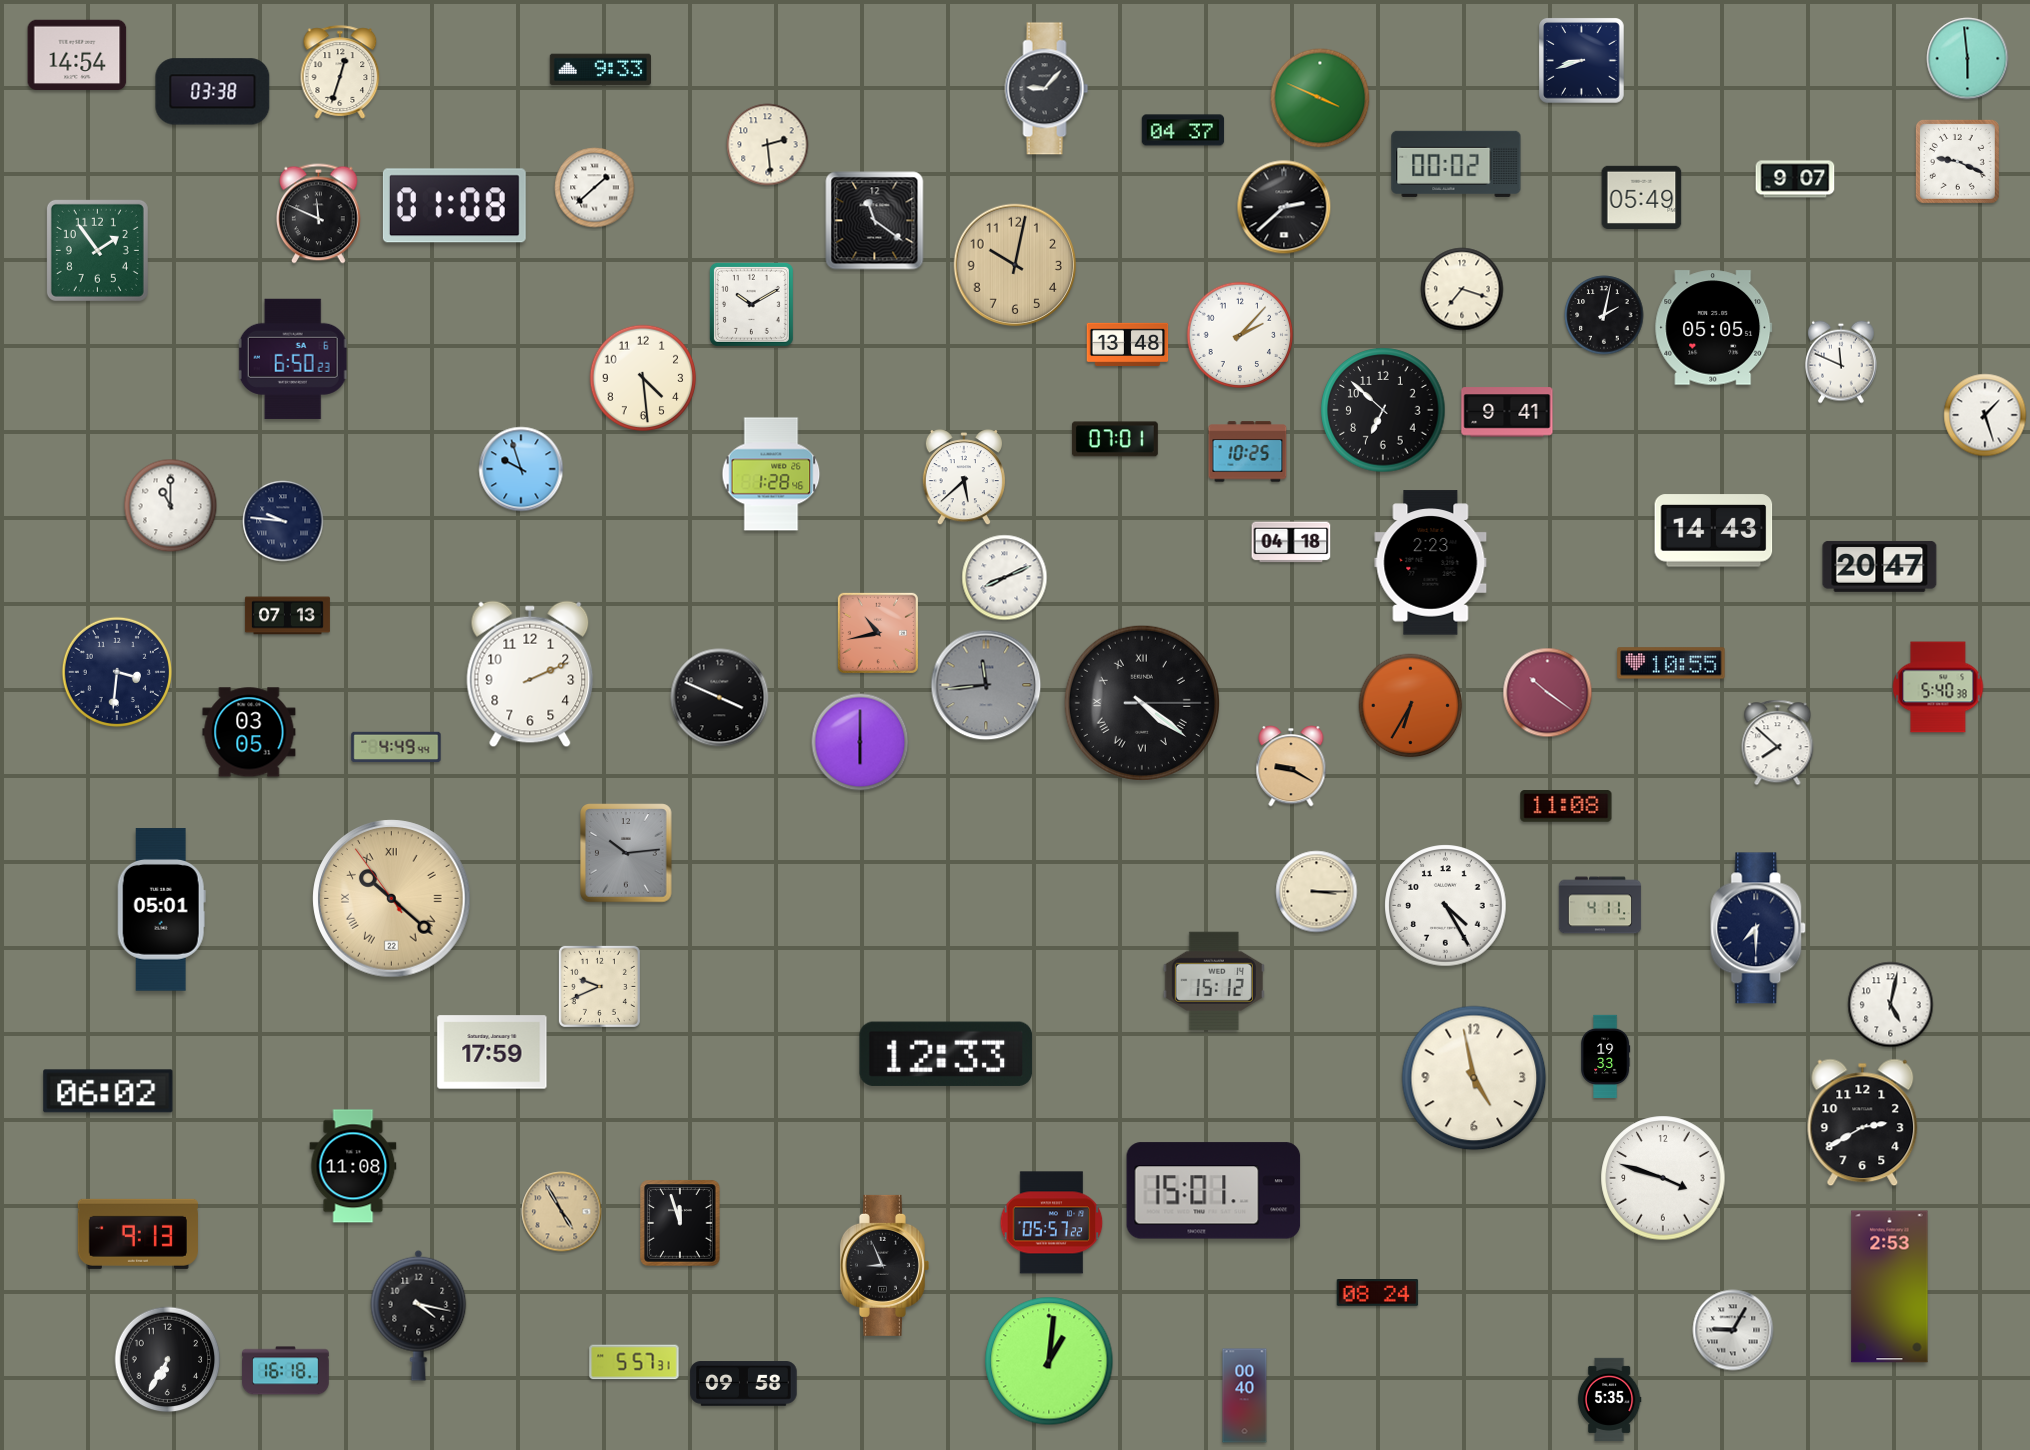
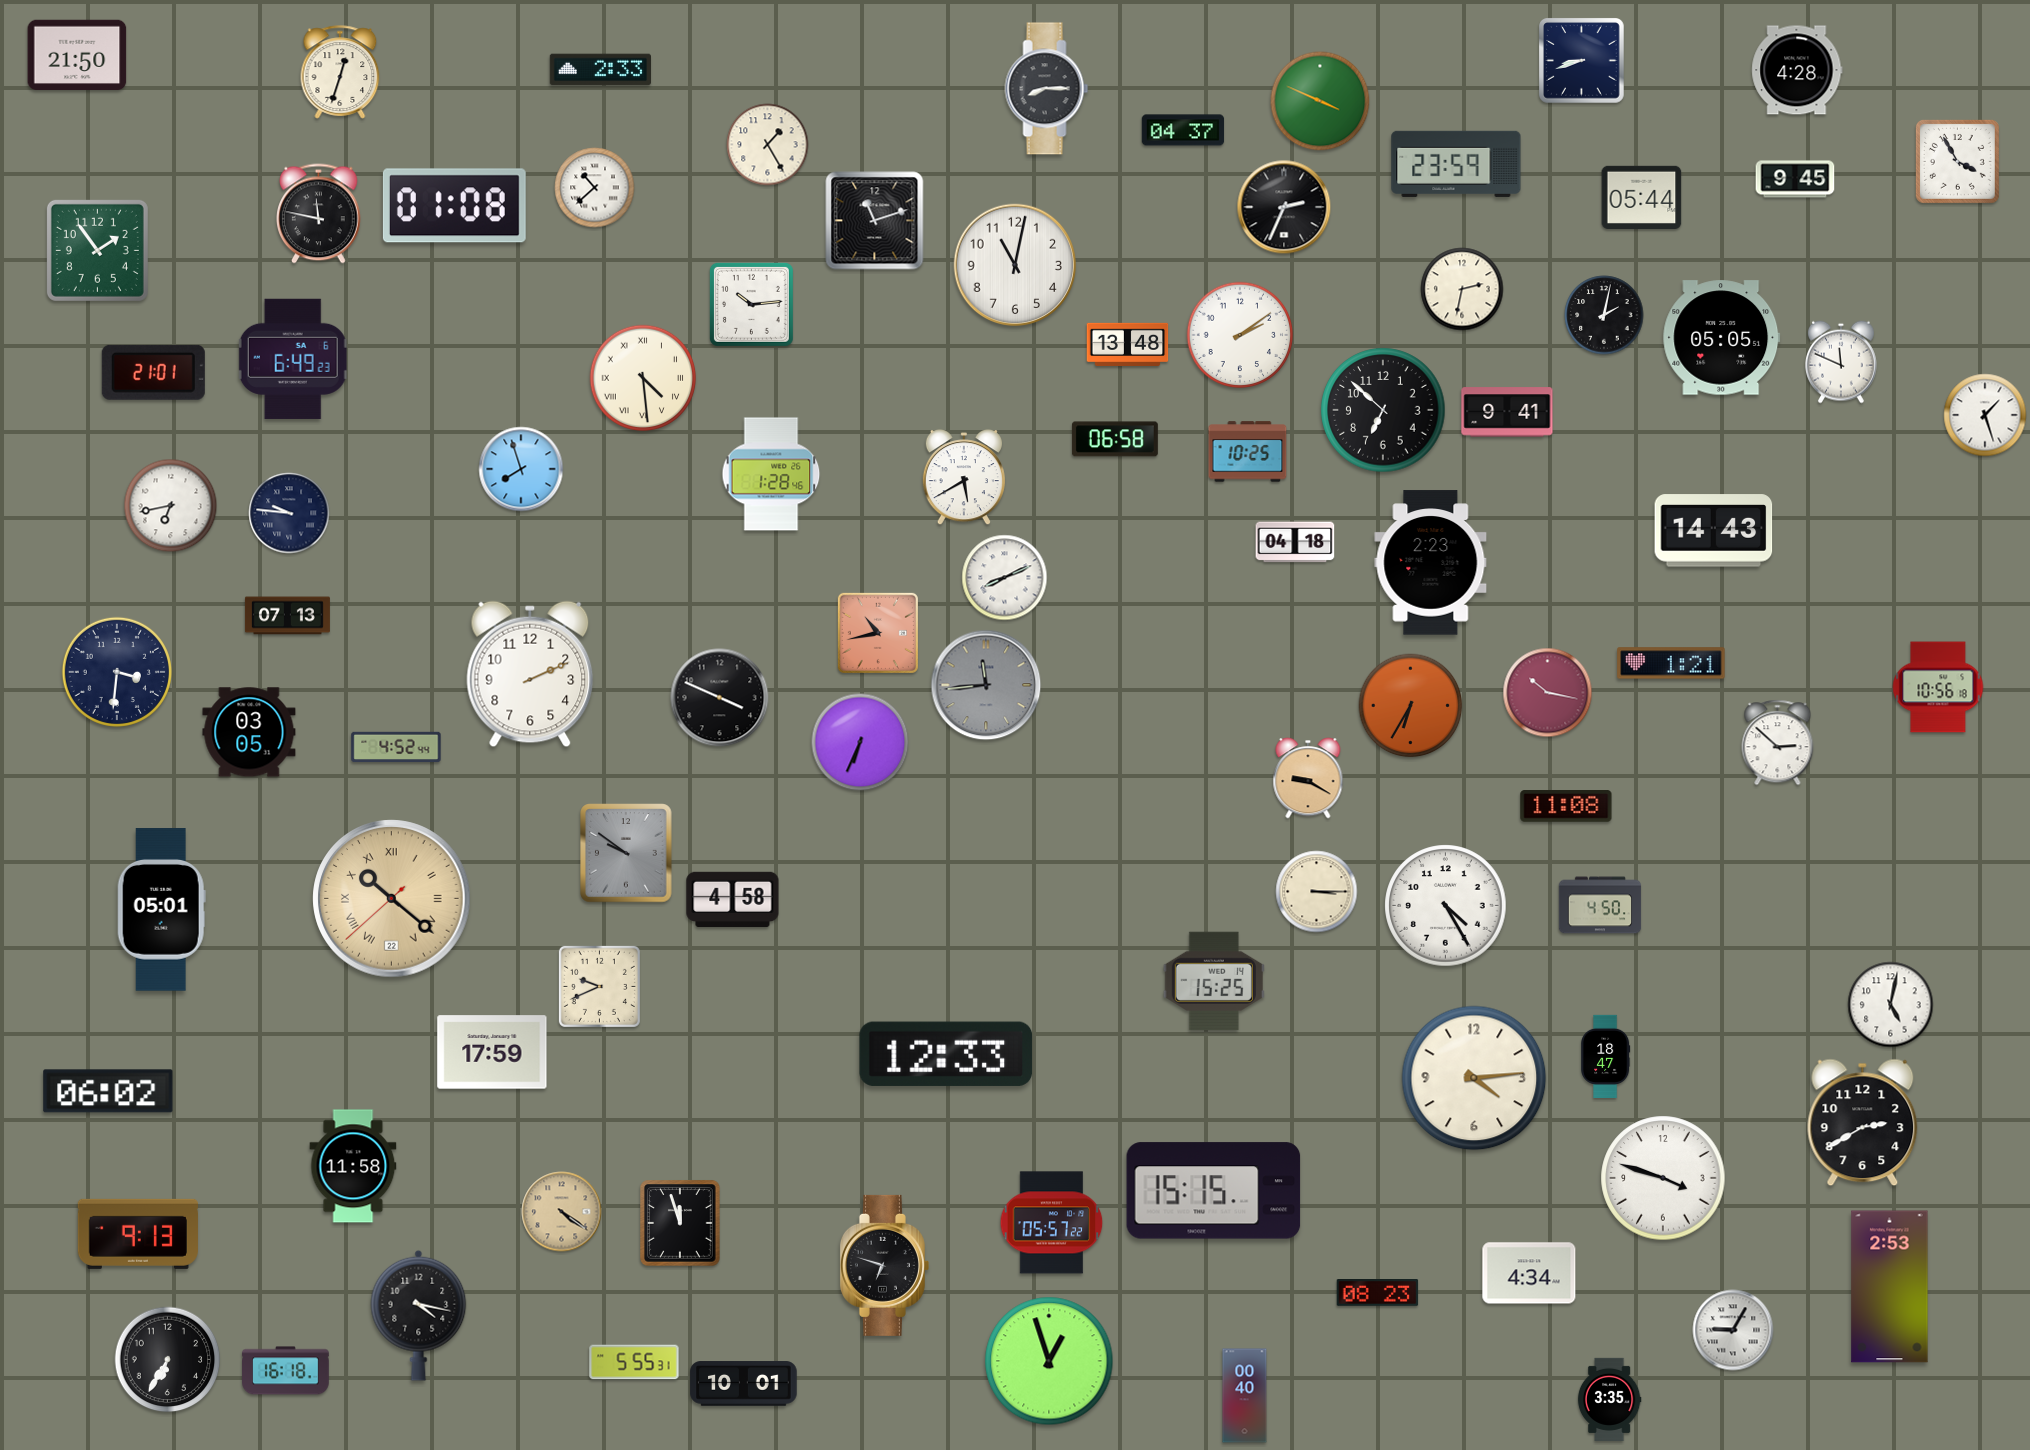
clock at (77, 55): 14:54 -> 21:50
clock at (1968, 59): 5:59 -> none
clock at (600, 70): 9:33 -> 2:33
clock at (1797, 70): none -> 4:28
clock at (1047, 89): 9:07 -> 8:15
clock at (213, 92): 03:38 -> none
clock at (1320, 98) position: (1320, 98) -> (1320, 101)
clock at (768, 145): 2:29 -> 1:25
clock at (1957, 161): 9:19 -> 3:55
clock at (1456, 164): 00:02 -> 23:59
clock at (1795, 179): 9:07 -> 9:45
clock at (595, 188): 1:38 -> 10:38
clock at (1642, 197): 05:49 -> 05:44
clock at (1284, 207): 2:38 -> 2:34
clock at (319, 214): 11:49 -> 11:47
clock at (875, 221): 11:21 -> 11:12
clock at (1015, 265): 10:02 -> 11:02
clock at (1015, 265) dial: champagne -> white
clock at (1462, 289): 7:18 -> 2:32
clock at (751, 304): 10:10 -> 10:14
clock at (1714, 328) position: (1714, 328) -> (1722, 338)
clock at (1240, 335): 2:07 -> 2:09
clock at (293, 359): 6:50 -> 6:49
clock at (153, 372): none -> 21:01
clock at (643, 378) numerals: Arabic -> Roman
clock at (1115, 439): 07:01 -> 06:58
clock at (521, 469): 9:57 -> 7:57
clock at (964, 478): 5:38 -> 5:40
clock at (171, 506): 11:00 -> 6:43
clock at (283, 521) position: (283, 521) -> (289, 513)
clock at (1291, 542) position: (1291, 542) -> (1295, 542)
clock at (1880, 567): 20:47 -> none
clock at (1671, 663): 10:55 -> 1:21
clock at (1938, 687): 5:40 -> 10:56
clock at (1548, 693): 10:21 -> 10:17
clock at (1142, 703): 4:21 -> none
clock at (860, 742): 6:00 -> 6:34
clock at (1778, 743): 7:52 -> 2:52
clock at (396, 747): 4:49 -> 4:52
clock at (1291, 766) position: (1291, 766) -> (1308, 778)
clock at (626, 853): 10:14 -> 9:51
clock at (392, 899): 10:21:54 -> 10:21:38
clock at (733, 900): none -> 4:58
clock at (1600, 905): 4:11 -> 4:50
clock at (1759, 928): 7:30 -> none
clock at (1214, 980): 15:12 -> 15:25
clock at (1606, 1056): 19:33 -> 18:47
clock at (1474, 1078): 4:58 -> 4:14
clock at (353, 1166): 11:08 -> 11:58
clock at (1214, 1191): 15:01 -> 15:15
clock at (562, 1212): 4:55 -> 4:21
clock at (884, 1265): 8:56 -> 6:48
clock at (1529, 1273): none -> 4:34
clock at (1378, 1293): 08:24 -> 08:23
clock at (1049, 1361): 1:01 -> 12:57
clock at (634, 1362): 5:57 -> 5:55
clock at (744, 1384): 09:58 -> 10:01
clock at (1609, 1399): 5:35 -> 3:35
